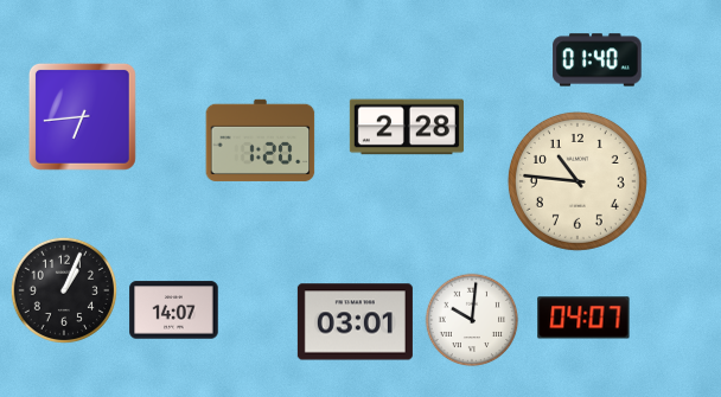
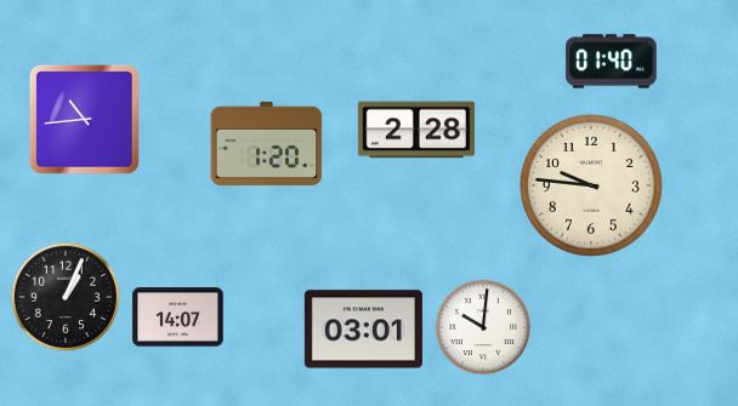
clock at (82, 116): 6:44 -> 10:44
clock at (578, 181): 10:46 -> 9:46
clock at (583, 318): 04:07 -> none
